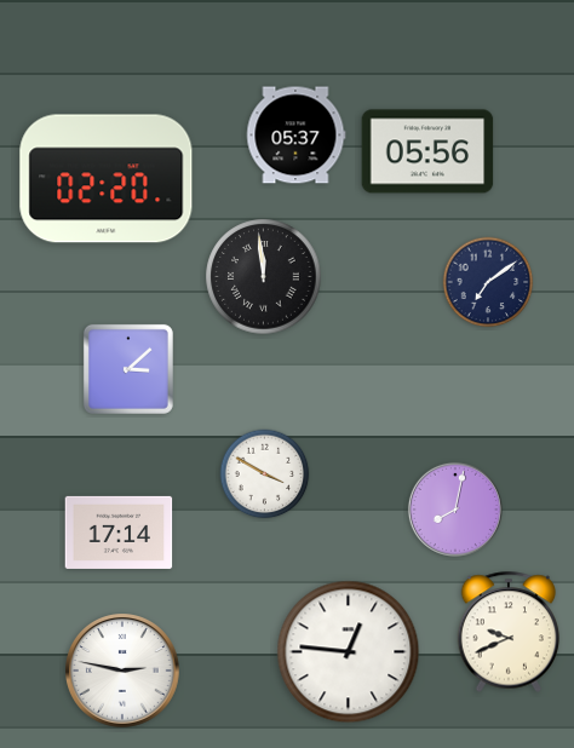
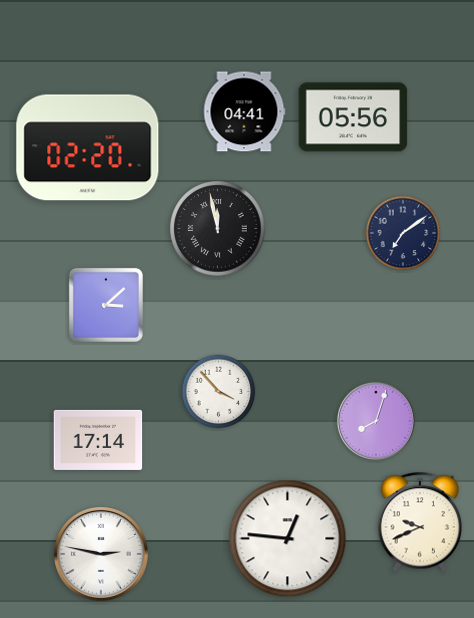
clock at (295, 136): 05:37 -> 04:41
clock at (427, 151) position: (427, 151) -> (353, 117)
clock at (264, 277): 11:59 -> 11:58
clock at (265, 474): 3:50 -> 3:53
clock at (455, 510): 8:02 -> 8:03
